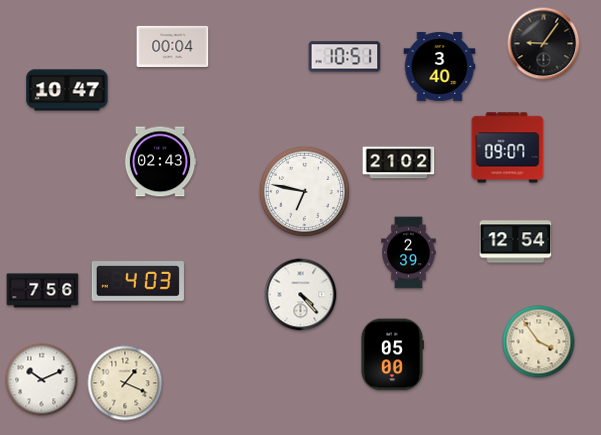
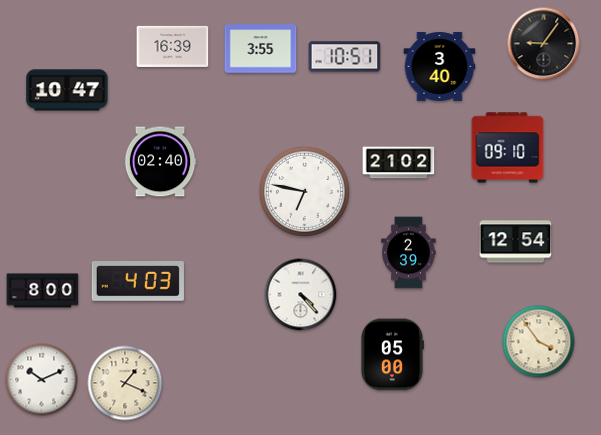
clock at (173, 46): 00:04 -> 16:39
clock at (261, 49): none -> 3:55
clock at (508, 148): 09:07 -> 09:10
clock at (160, 162): 02:43 -> 02:40
clock at (43, 291): 7:56 -> 8:00
